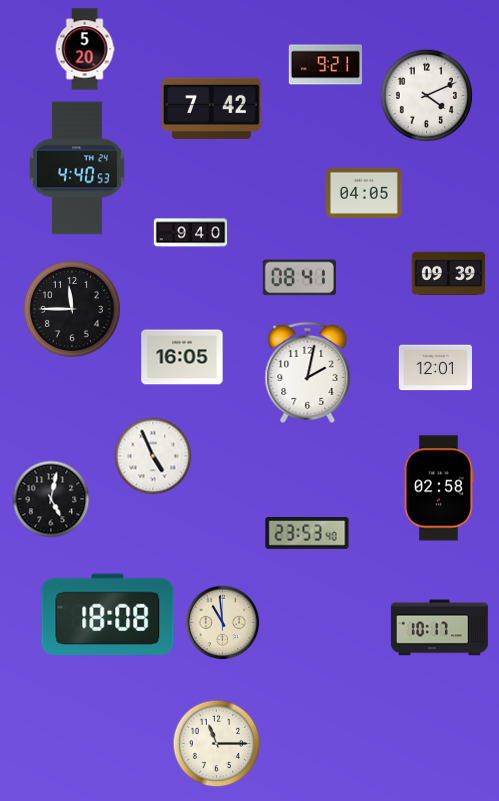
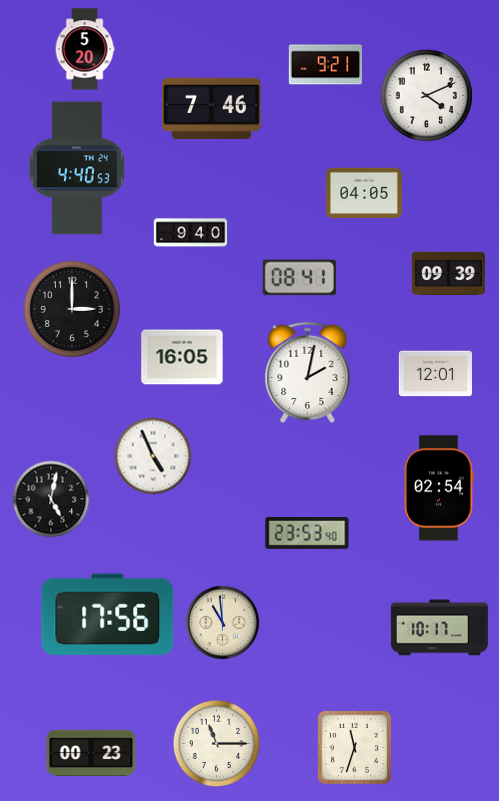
clock at (211, 108): 7:42 -> 7:46
clock at (72, 309): 11:45 -> 3:00
clock at (435, 368) position: (435, 368) -> (435, 374)
clock at (439, 488): 02:58 -> 02:54
clock at (108, 614): 18:08 -> 17:56
clock at (354, 747): none -> 11:33
clock at (91, 753): none -> 00:23
